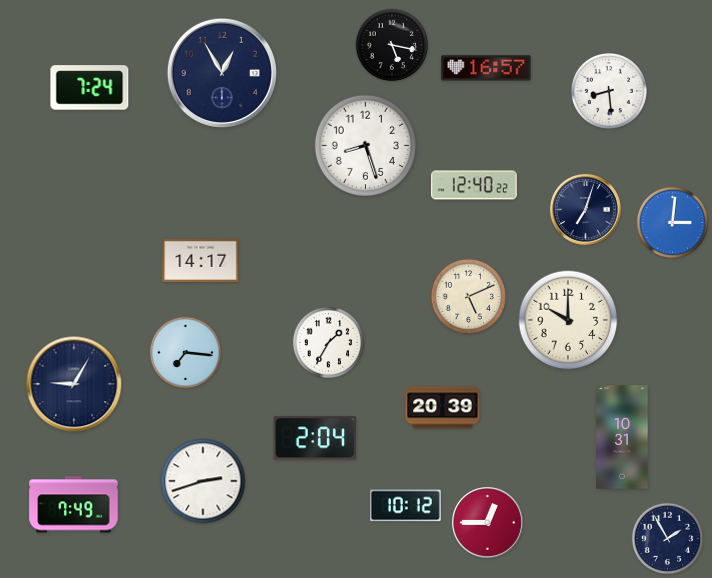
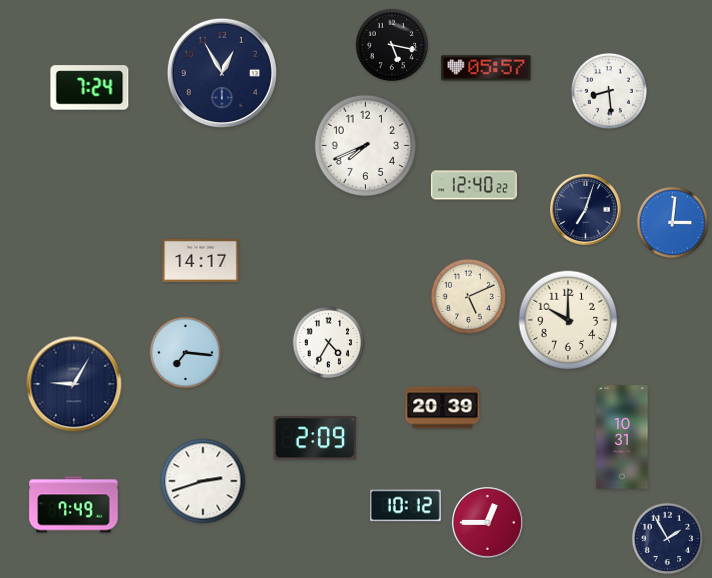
clock at (486, 68): 16:57 -> 05:57
clock at (366, 146): 8:27 -> 7:41
clock at (329, 343): 1:35 -> 4:35
clock at (315, 438): 2:04 -> 2:09
